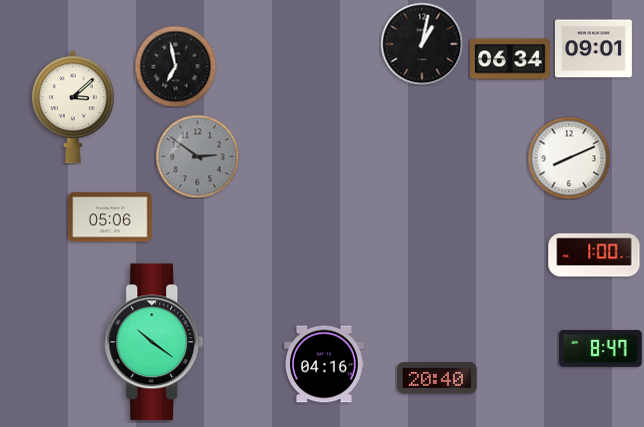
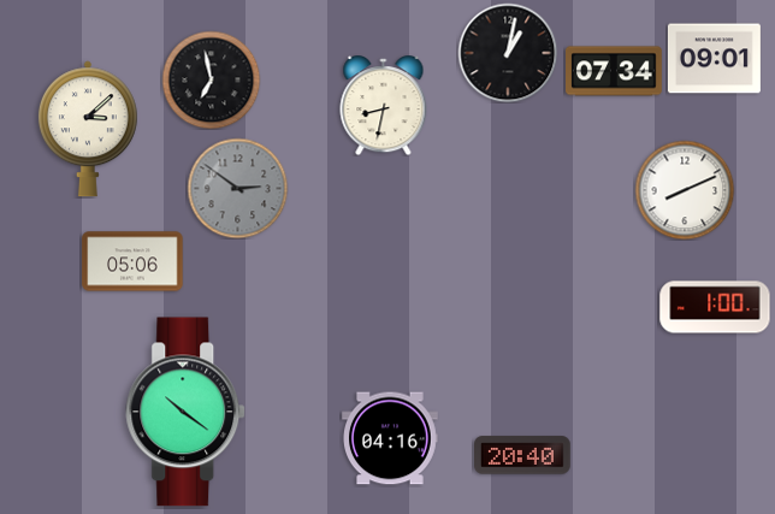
clock at (511, 59): 06:34 -> 07:34
clock at (384, 106): none -> 8:32
clock at (601, 348): 8:47 -> none
clock at (438, 378) position: (438, 378) -> (523, 455)
